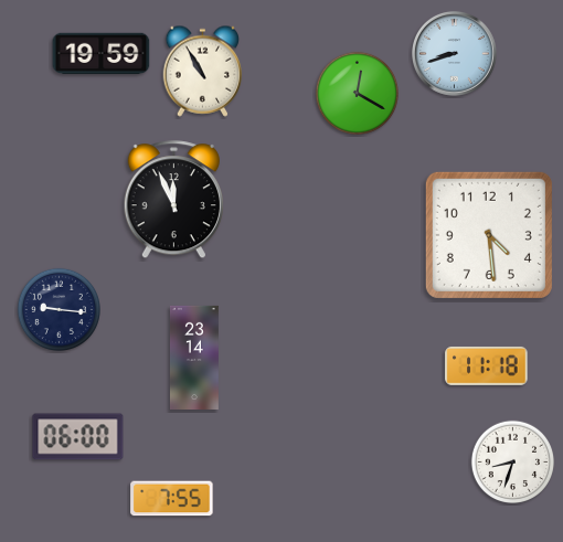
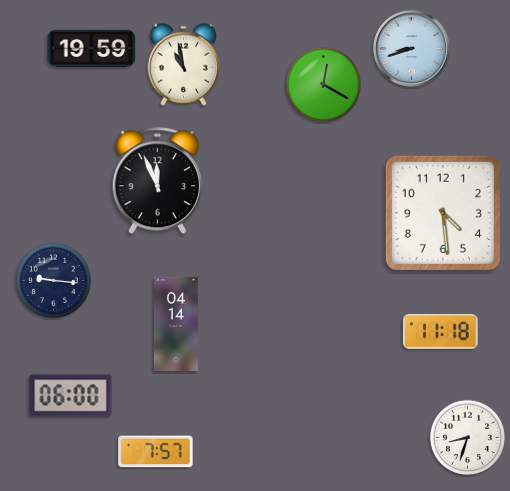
clock at (203, 71): 10:55 -> 10:58
clock at (194, 357): 23:14 -> 04:14
clock at (513, 463) position: (513, 463) -> (468, 438)
clock at (172, 499): 7:55 -> 7:57
